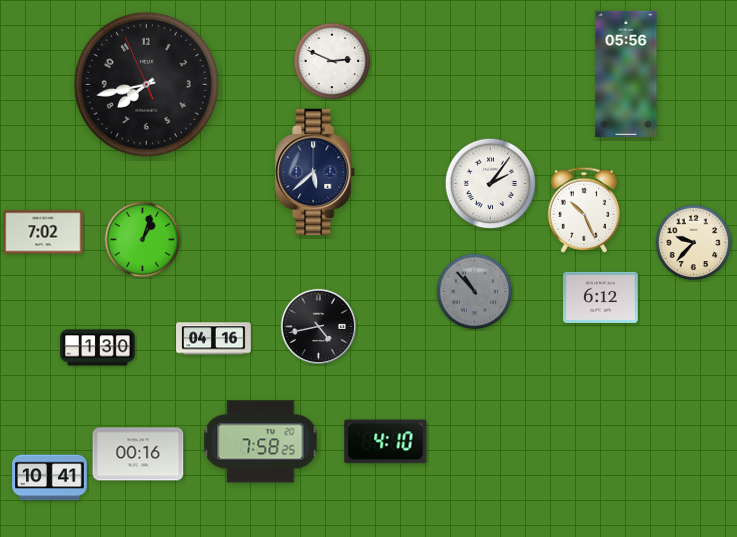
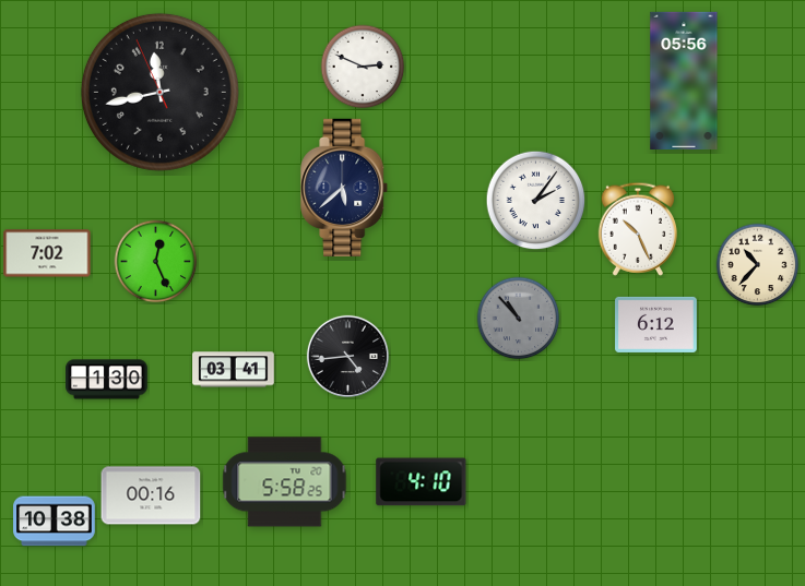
clock at (146, 84): 7:42 -> 11:42
clock at (143, 240): 1:03 -> 12:26
clock at (694, 243): 9:37 -> 10:37
clock at (318, 326): 4:43 -> 4:44
clock at (214, 339): 04:16 -> 03:41
clock at (261, 442): 7:58 -> 5:58
clock at (50, 478): 10:41 -> 10:38
